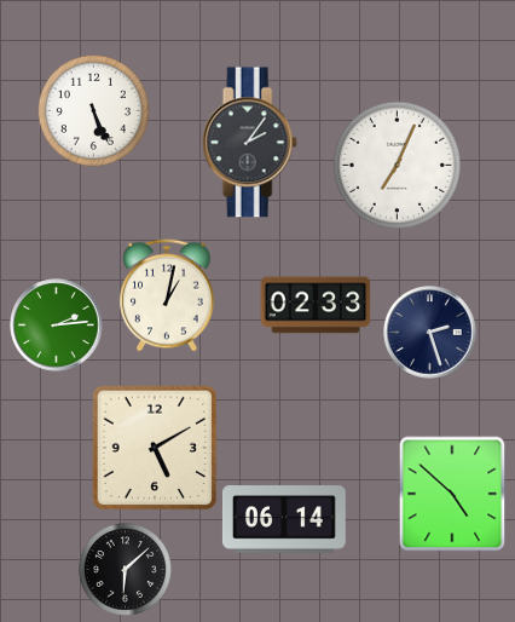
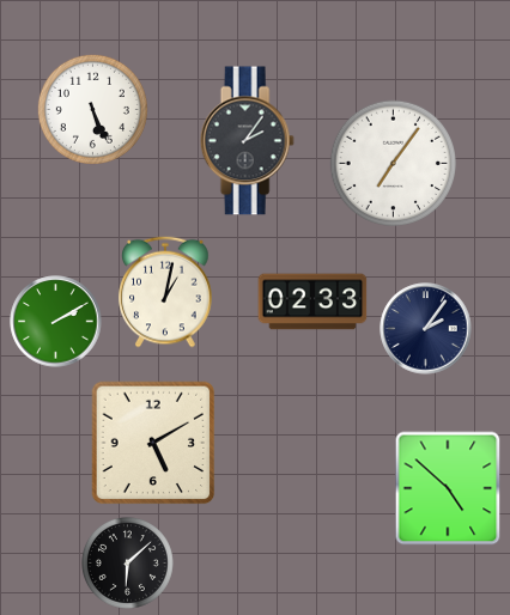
clock at (397, 165): 7:04 -> 7:06
clock at (57, 326): 2:14 -> 2:10
clock at (430, 333): 2:27 -> 2:06
clock at (284, 519): 06:14 -> none
clock at (125, 569) position: (125, 569) -> (127, 562)
